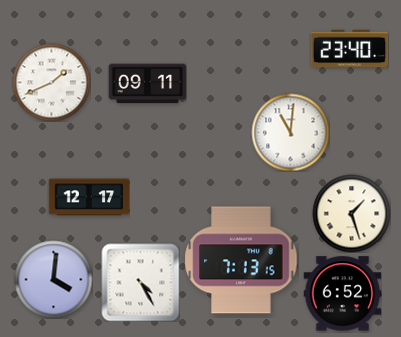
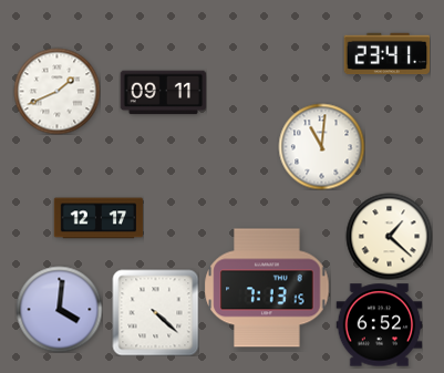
clock at (349, 49): 23:40 -> 23:41
clock at (351, 213): 1:27 -> 1:22
clock at (140, 282): 4:25 -> 4:22
